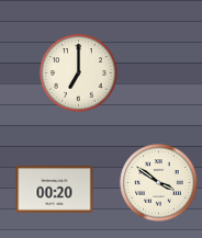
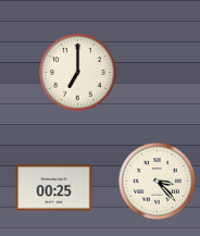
clock at (159, 183): 3:51 -> 3:23
clock at (55, 190): 00:20 -> 00:25
